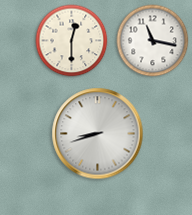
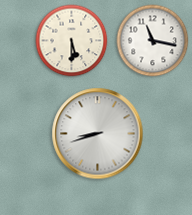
clock at (72, 41): 12:30 -> 5:30
